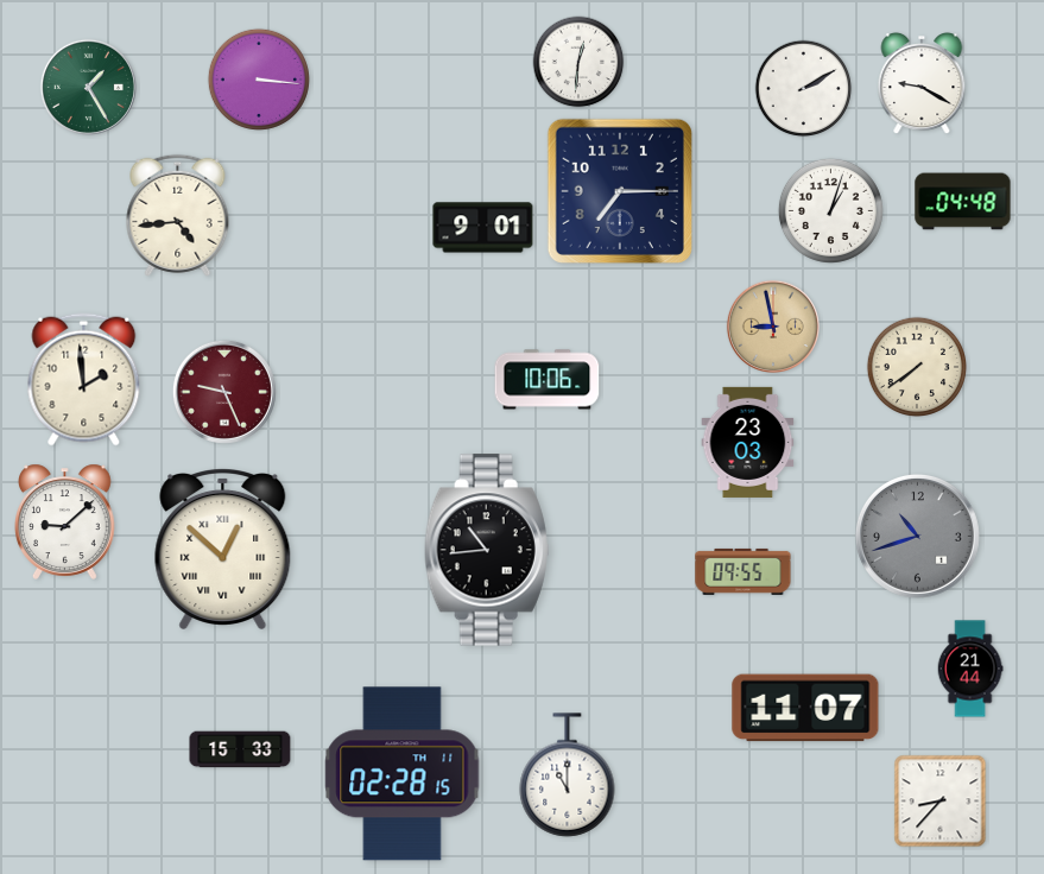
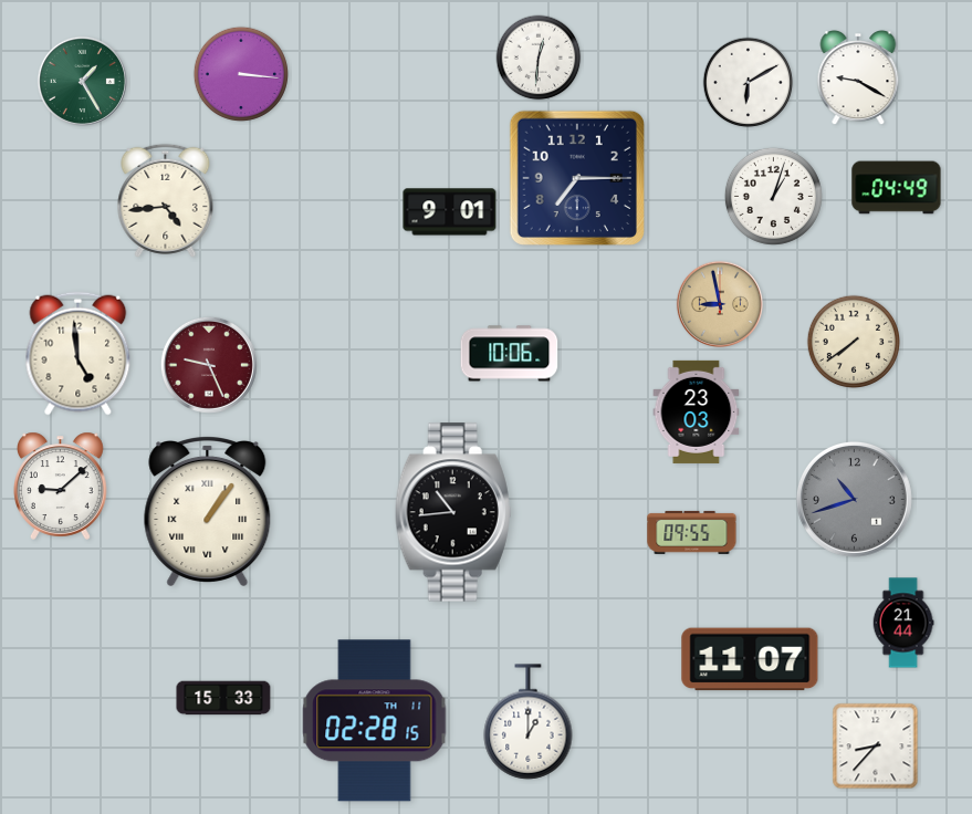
clock at (804, 89): 2:10 -> 6:10
clock at (963, 202): 04:48 -> 04:49
clock at (84, 380): 1:59 -> 4:59
clock at (223, 550): 12:52 -> 1:06
clock at (568, 775): 11:00 -> 1:00
